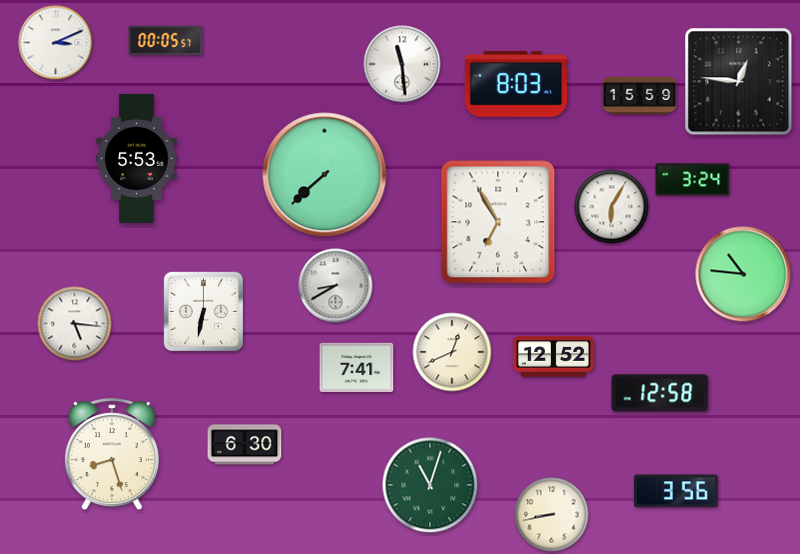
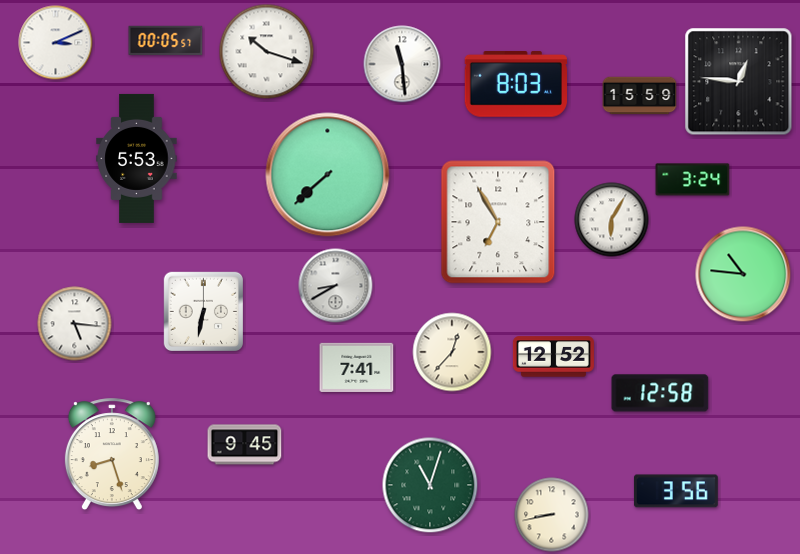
clock at (267, 52): none -> 10:18
clock at (325, 175) position: (325, 175) -> (328, 175)
clock at (612, 207) position: (612, 207) -> (612, 220)
clock at (452, 352): 12:41 -> 12:37
clock at (245, 445): 6:30 -> 9:45
